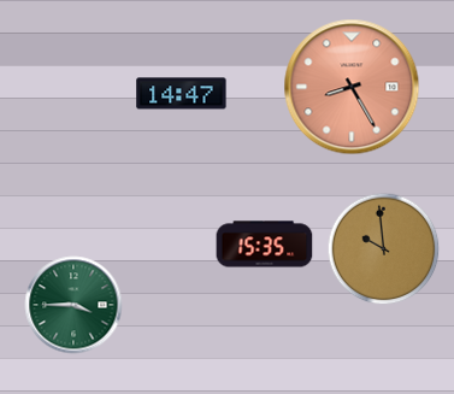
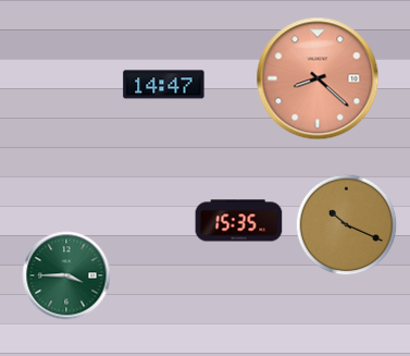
clock at (352, 87): 8:25 -> 8:22
clock at (384, 249): 9:59 -> 10:19
